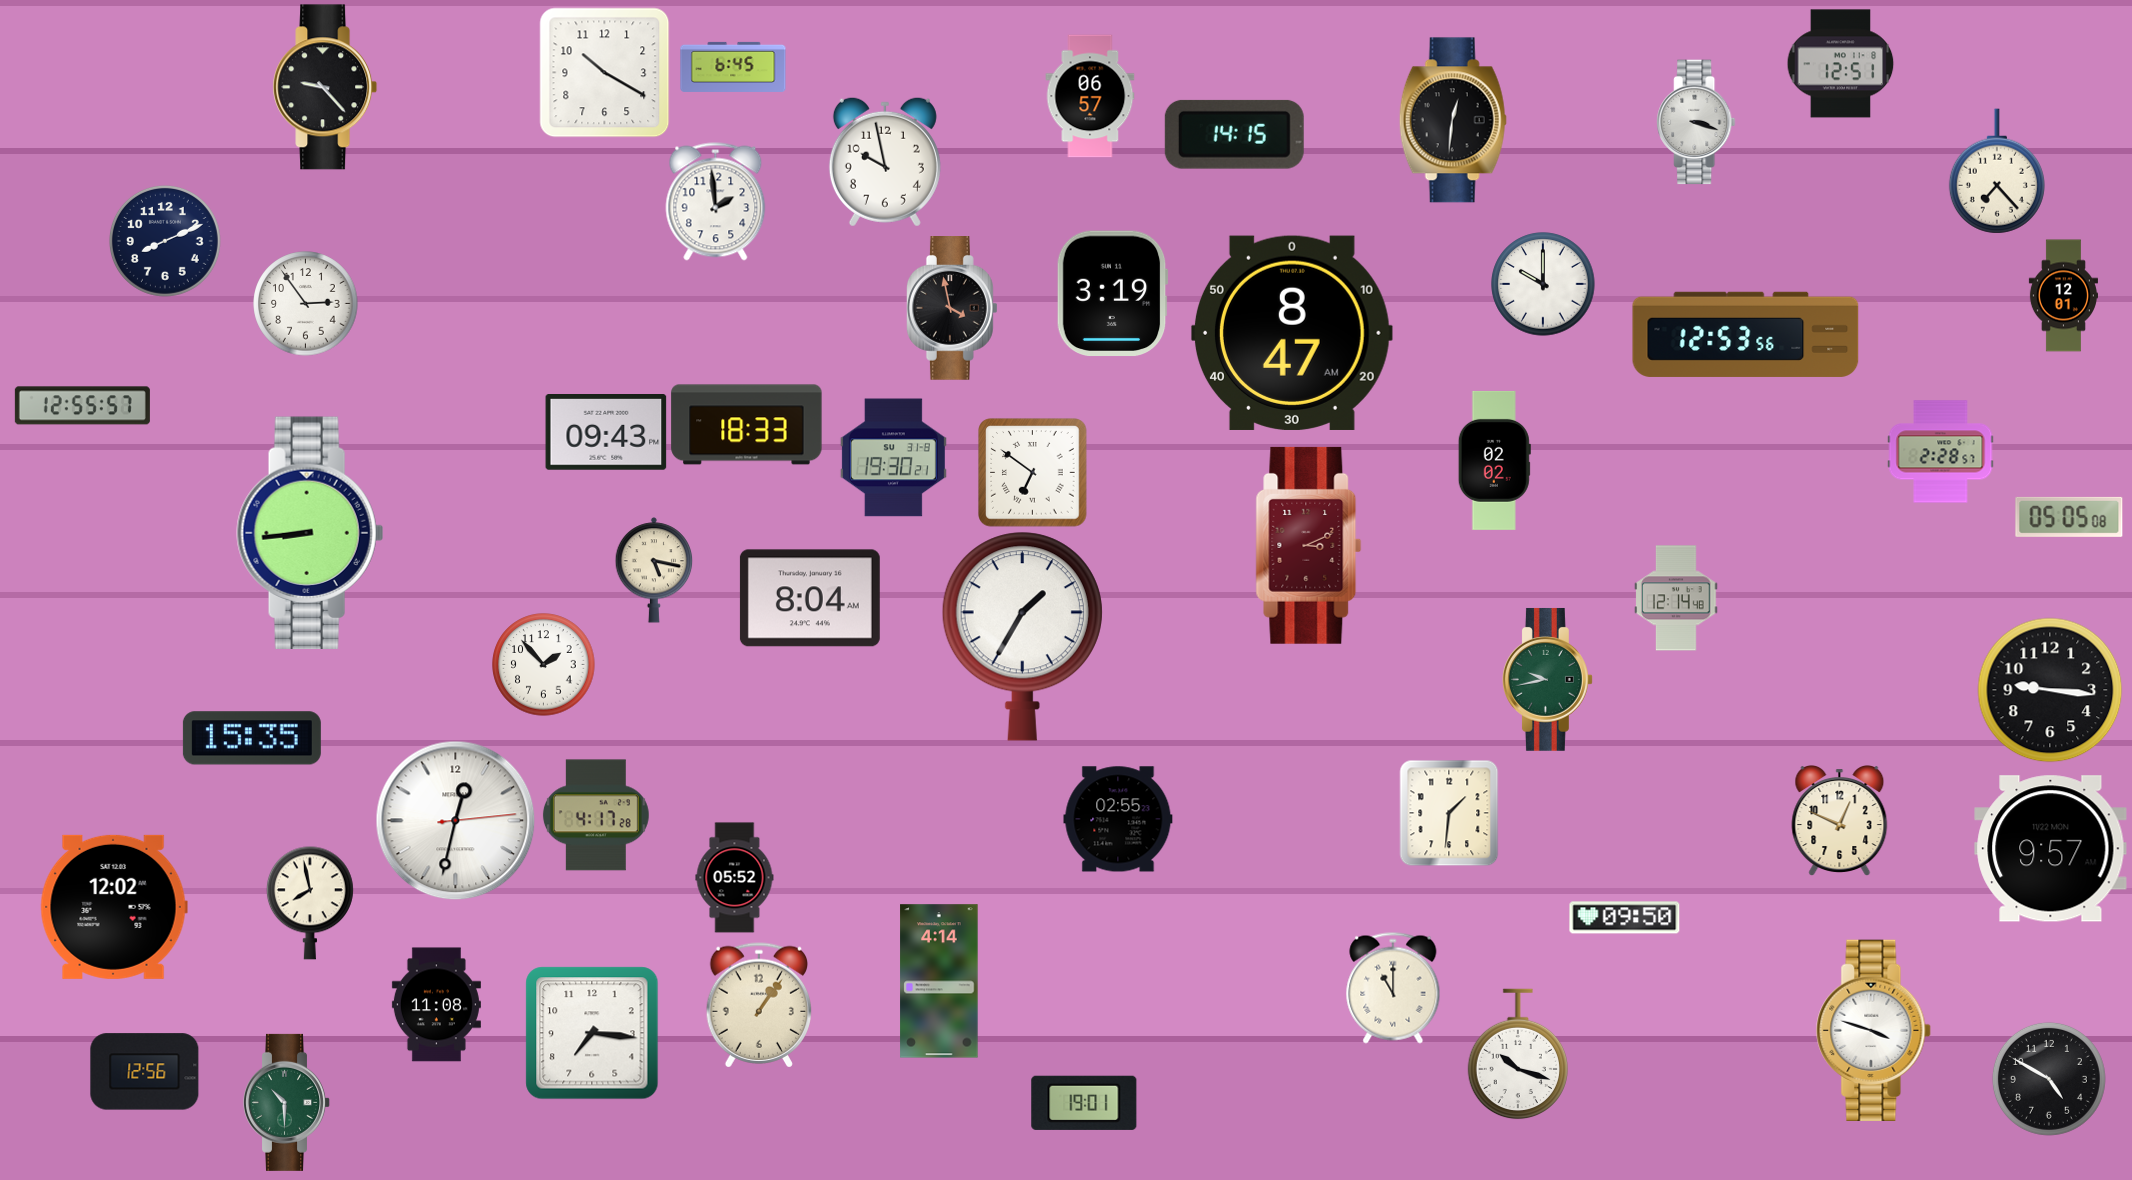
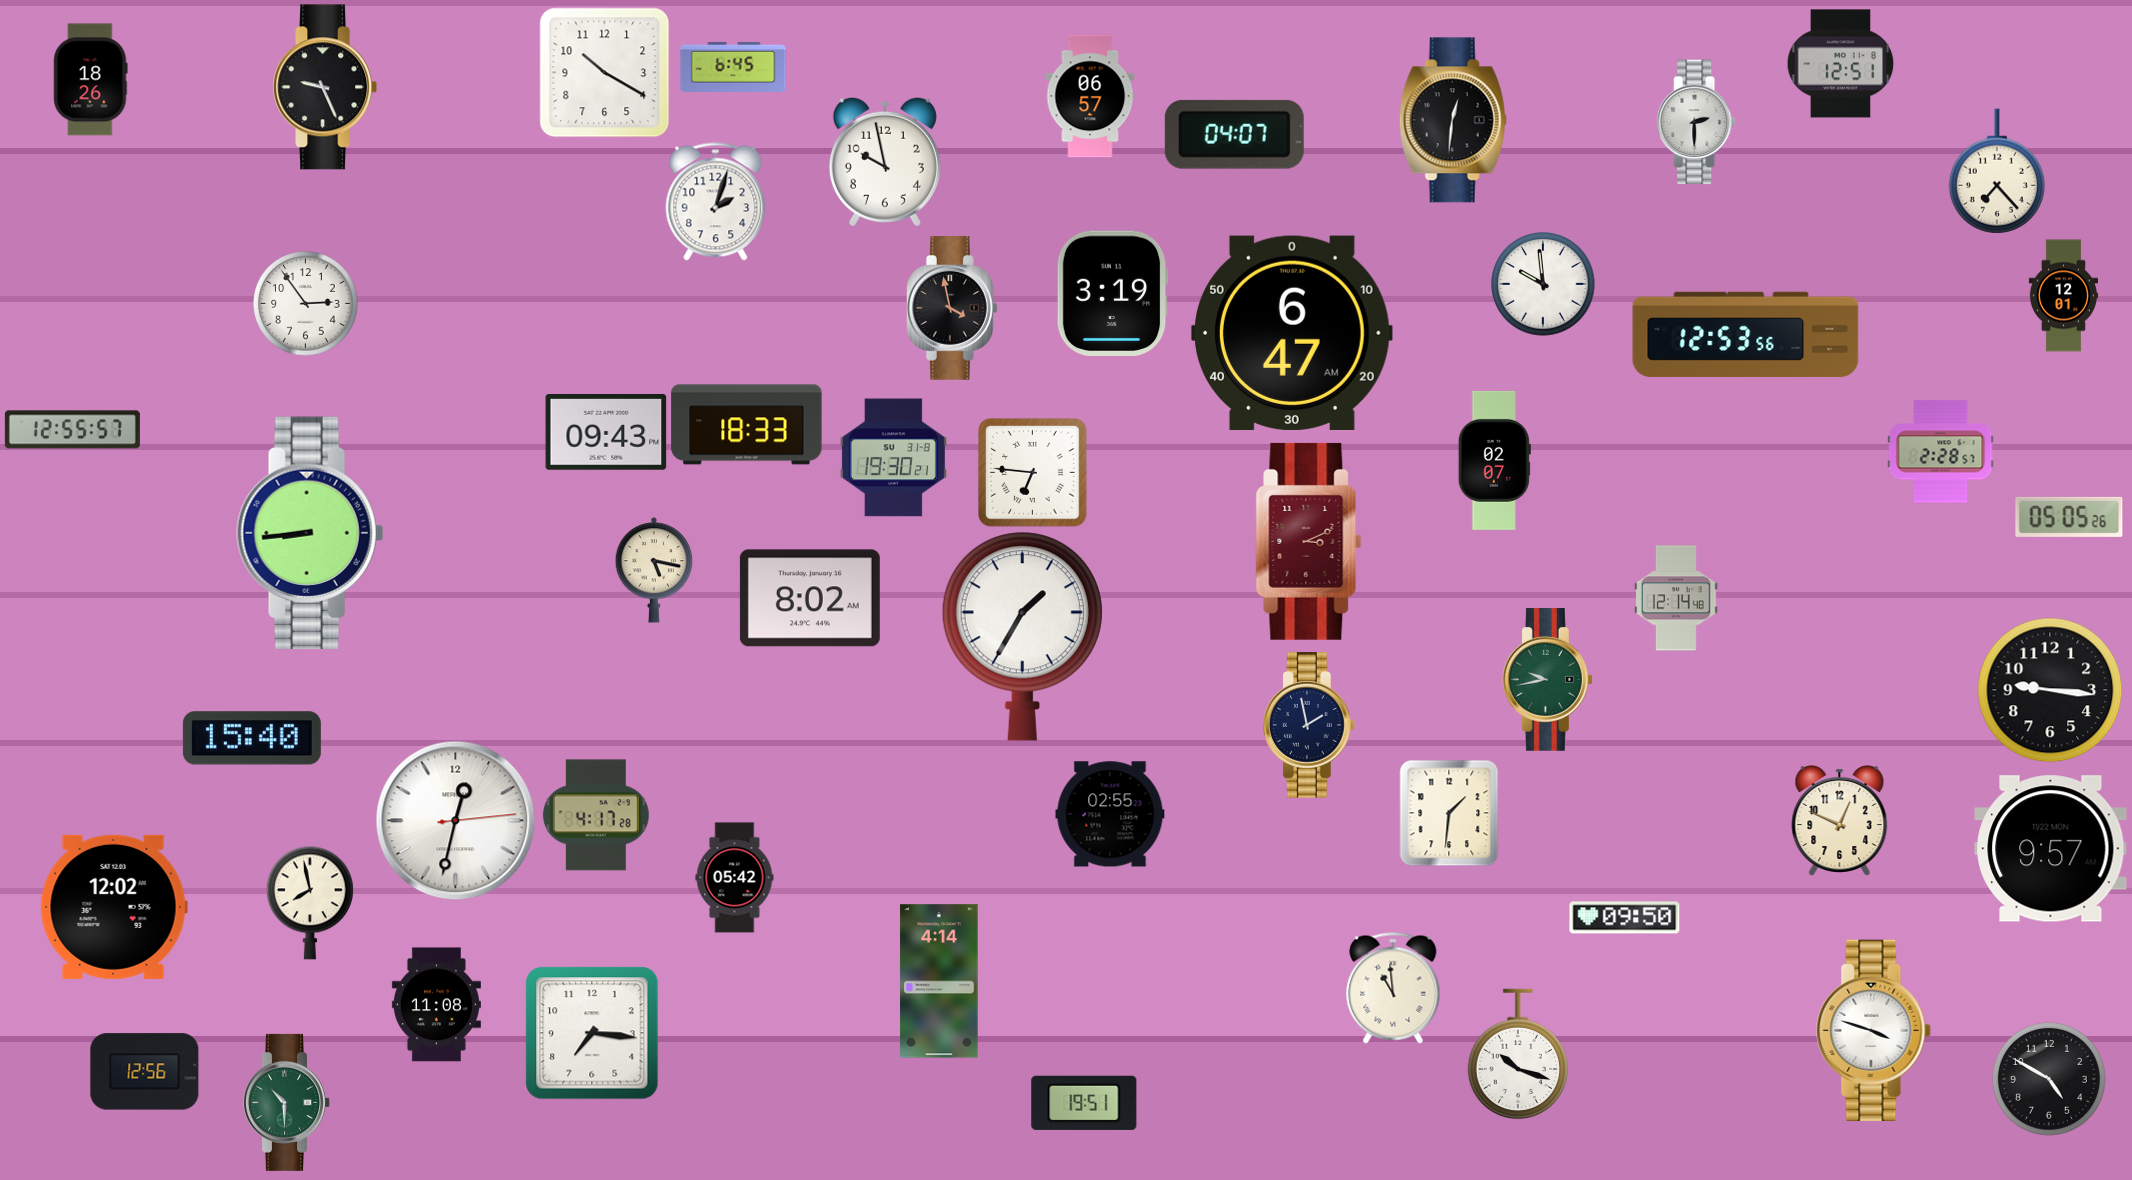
clock at (91, 80): none -> 18:26
clock at (325, 87): 9:23 -> 9:26
clock at (1696, 122): 3:18 -> 2:30
clock at (1234, 134): 14:15 -> 04:07
clock at (716, 202): 1:59 -> 2:03
clock at (165, 241): 8:11 -> none
clock at (1543, 284): 10:00 -> 9:59
clock at (1292, 333): 8:47 -> 6:47
clock at (82, 406) position: (82, 406) -> (72, 430)
clock at (1494, 460): 02:02 -> 02:07
clock at (1033, 473): 6:51 -> 6:46
clock at (2069, 517): 05:05:08 -> 05:05:26
clock at (1309, 545) position: (1309, 545) -> (1309, 541)
clock at (810, 598): 8:04 -> 8:02
clock at (544, 665): 1:53 -> none
clock at (1309, 725): none -> 1:58
clock at (252, 738): 15:35 -> 15:40
clock at (1118, 819) position: (1118, 819) -> (1110, 814)
clock at (735, 878): 05:52 -> 05:42
clock at (1393, 988): 11:00 -> 10:59
clock at (758, 1005): 1:06 -> none
clock at (1084, 1103): 19:01 -> 19:51
